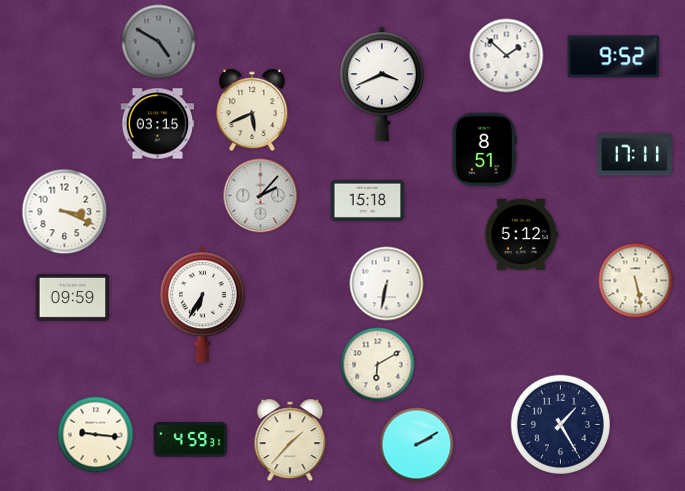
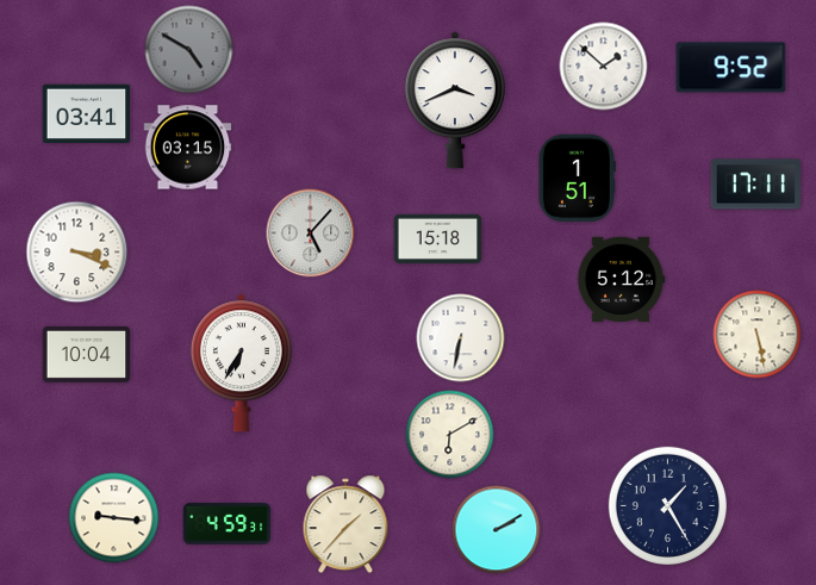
clock at (87, 114): none -> 03:41
clock at (252, 110): 5:41 -> none
clock at (484, 150): 8:51 -> 1:51
clock at (261, 196): 2:07 -> 5:07
clock at (73, 297): 09:59 -> 10:04
